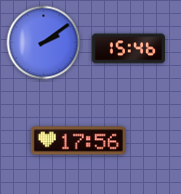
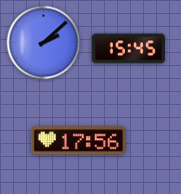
clock at (44, 43): 2:09 -> 2:08
clock at (128, 49): 15:46 -> 15:45
